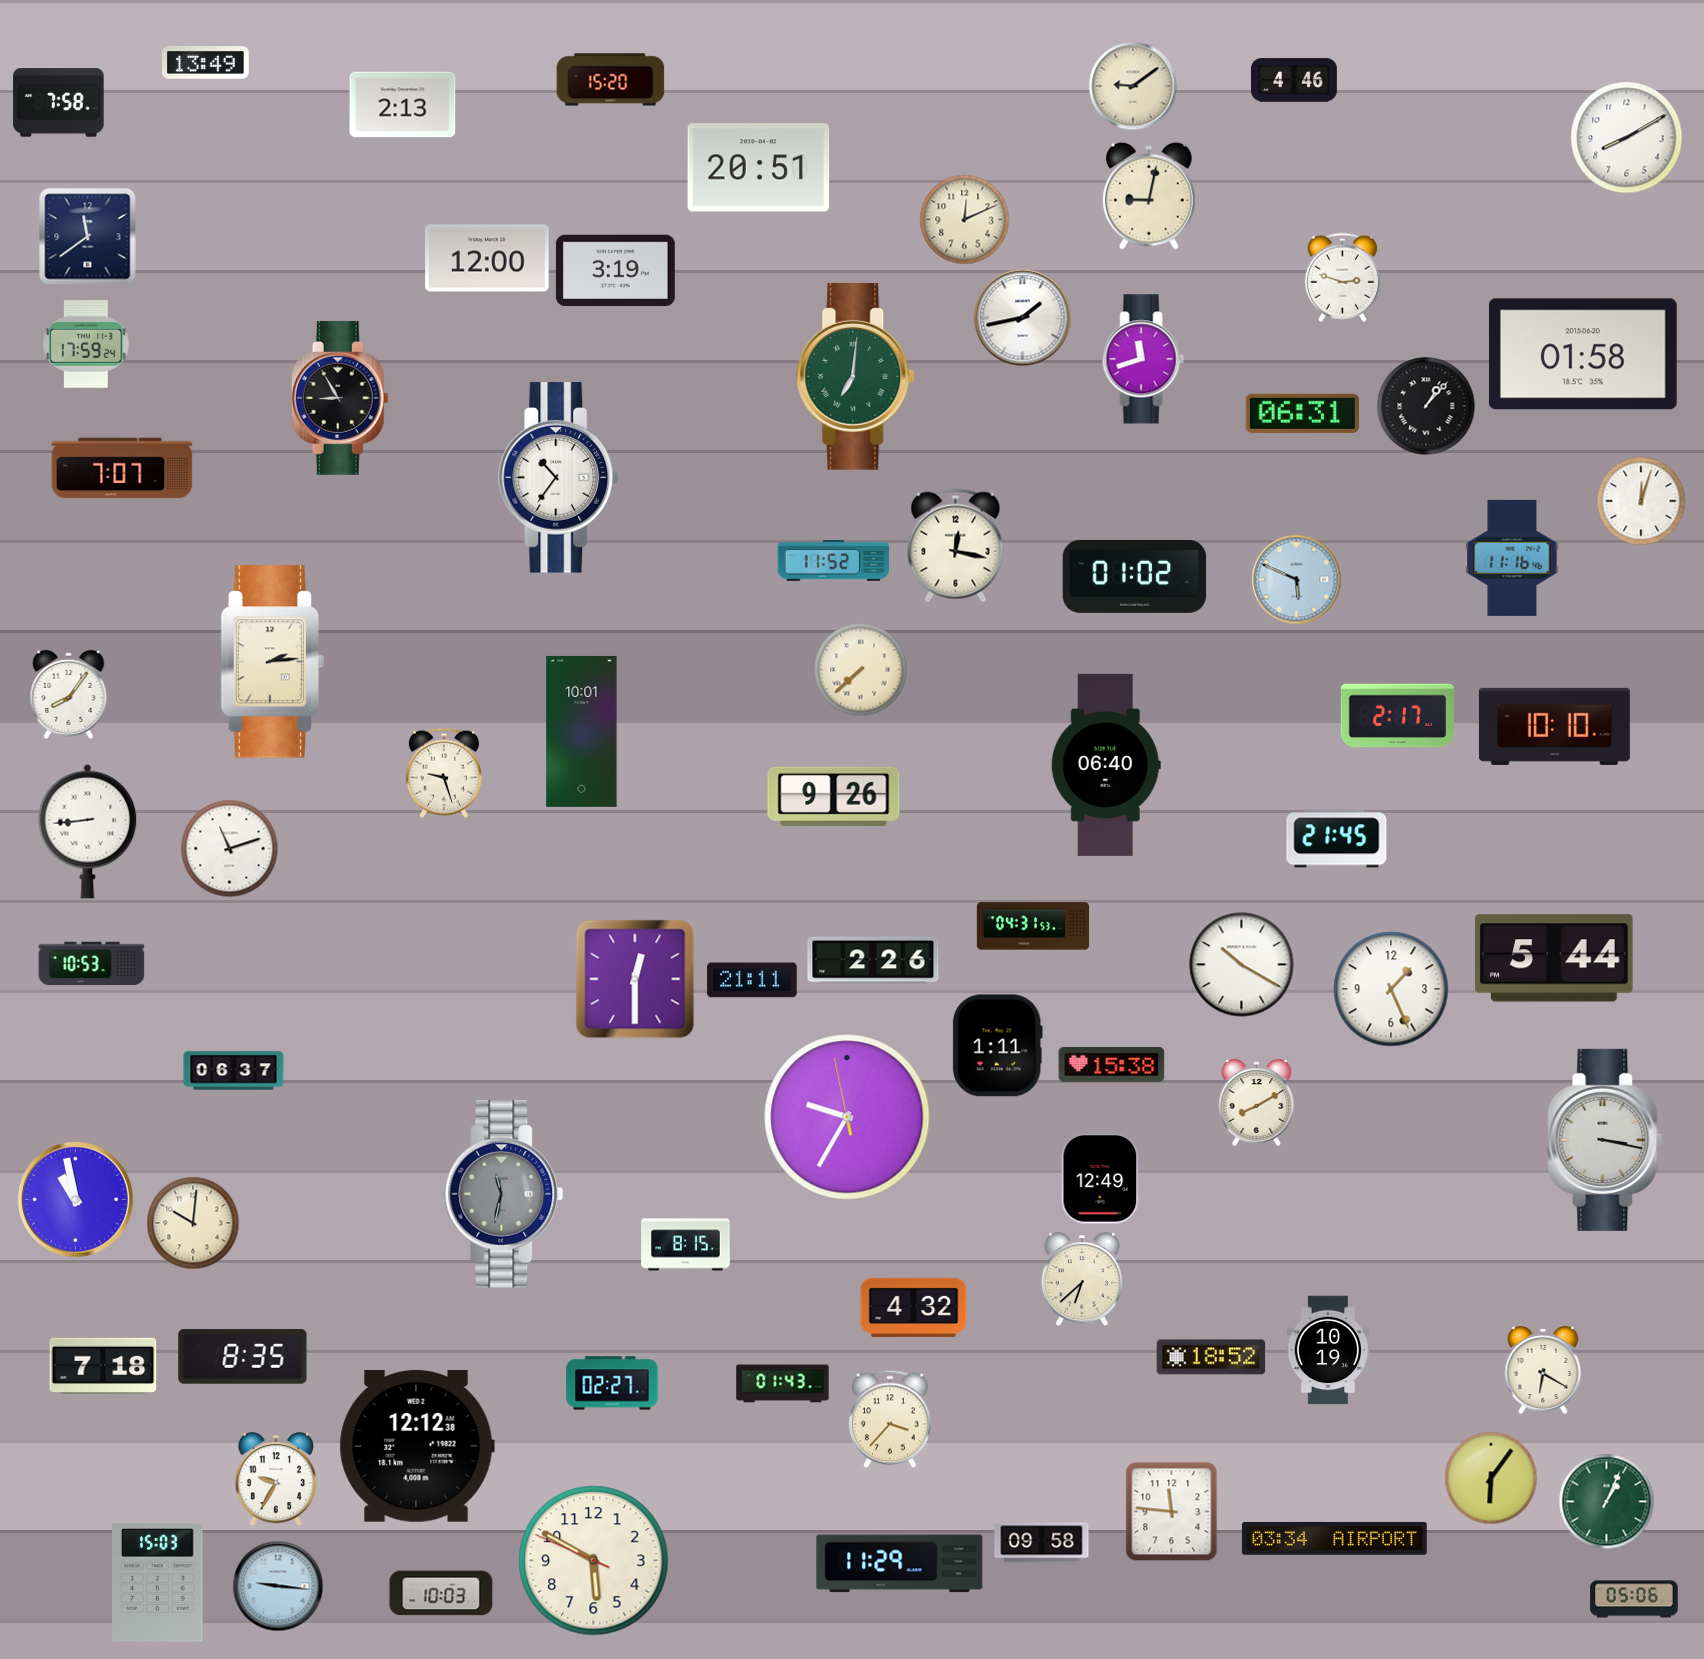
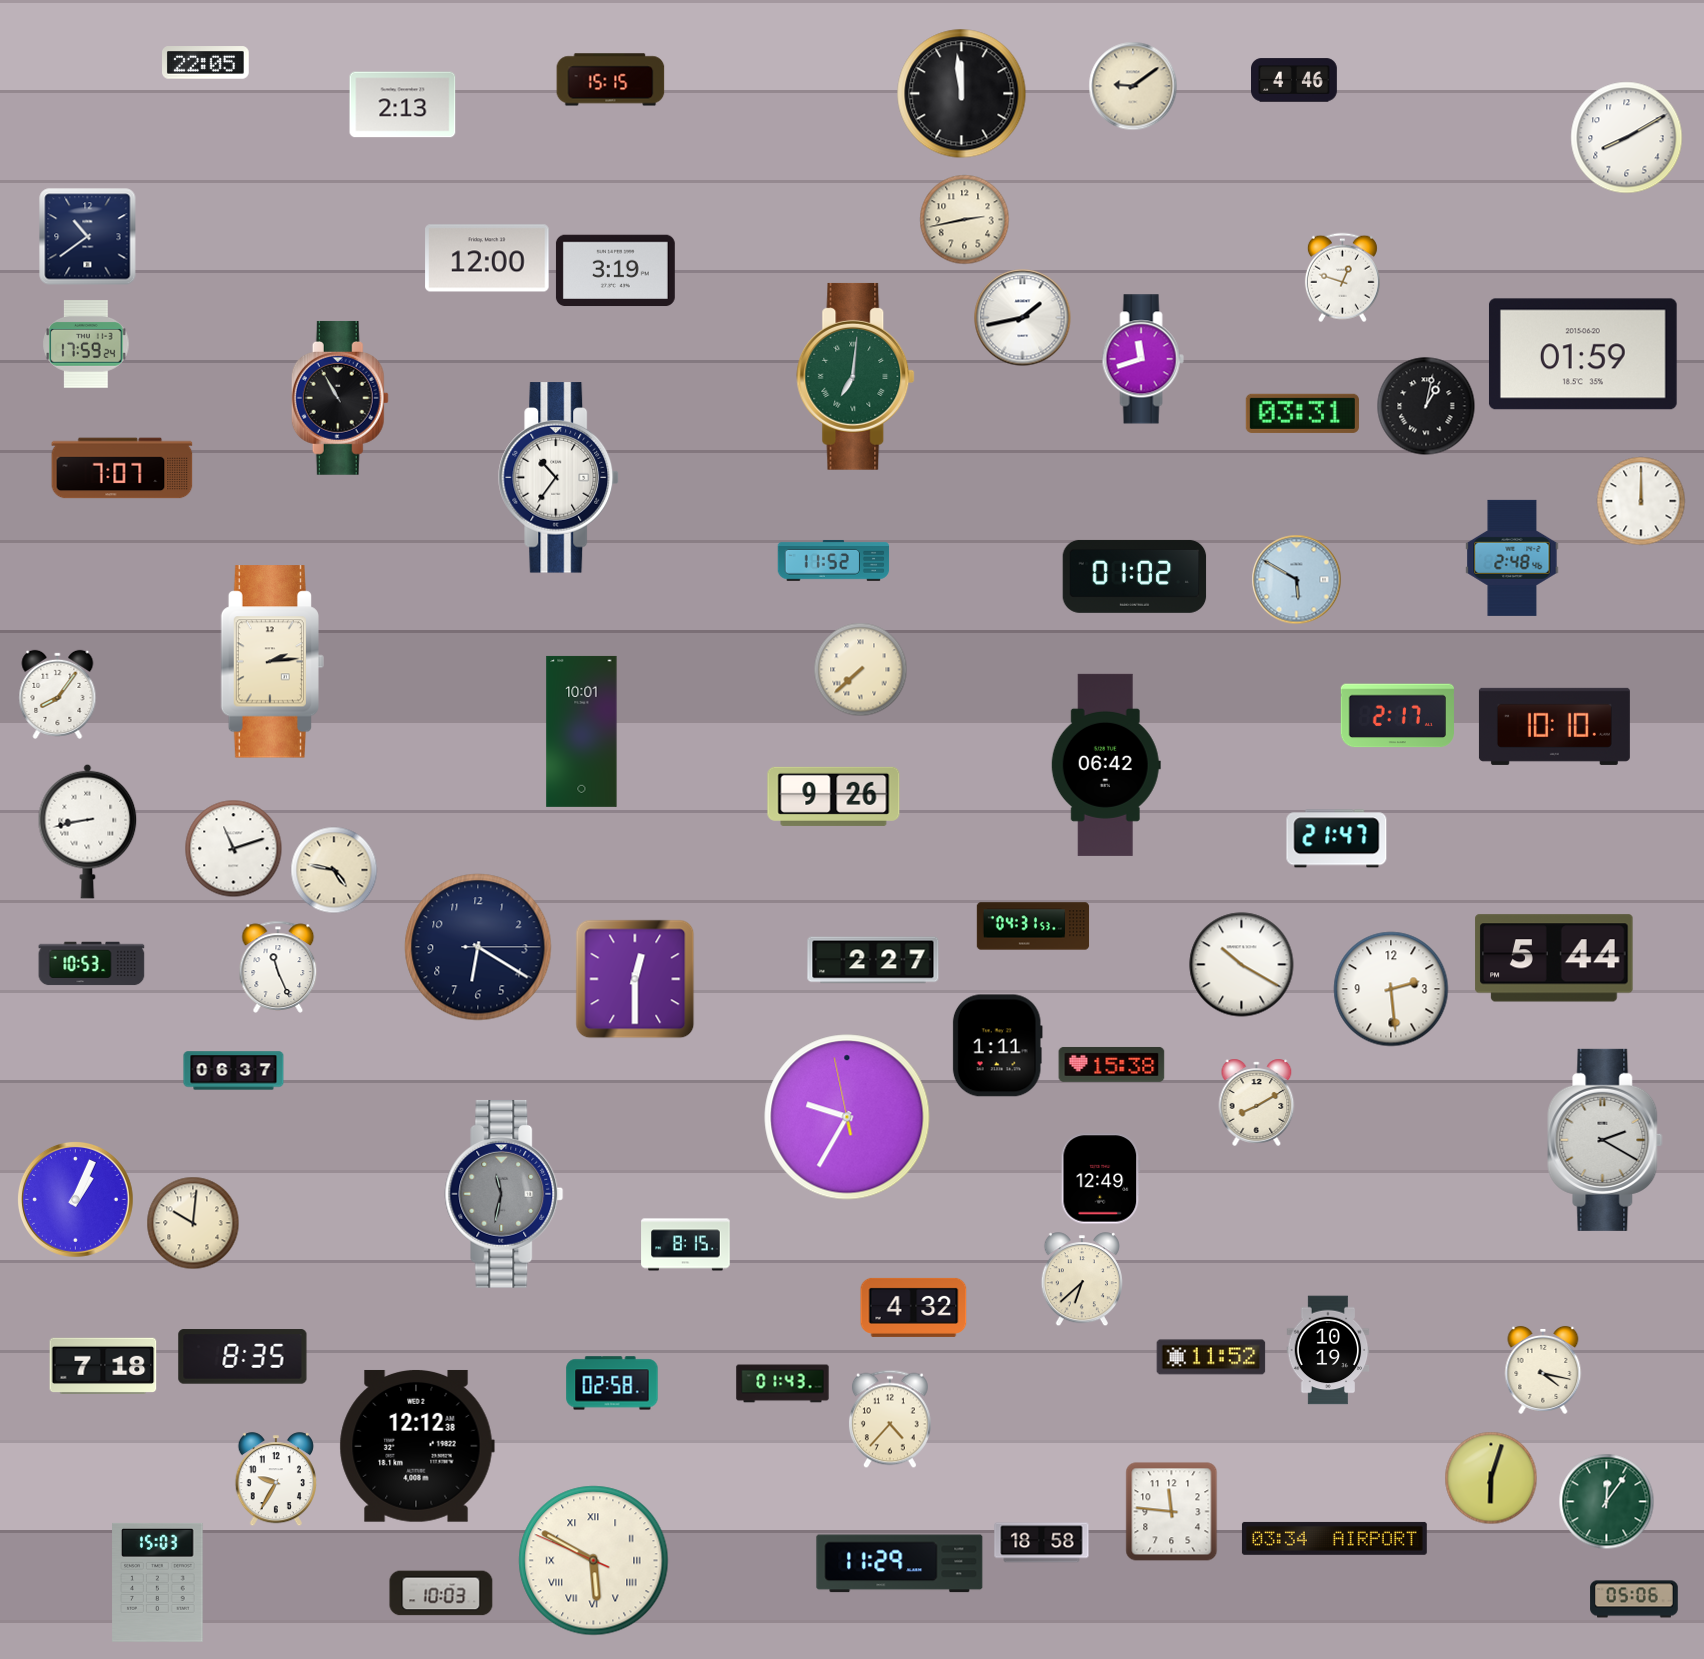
clock at (206, 63): 13:49 -> 22:05
clock at (611, 80): 15:20 -> 15:15
clock at (962, 94): none -> 11:59
clock at (59, 103): 7:58 -> none
clock at (759, 168): 20:51 -> none
clock at (1150, 196): 9:02 -> none
clock at (965, 220): 12:11 -> 2:43
clock at (88, 237): 11:39 -> 10:39
clock at (1342, 278): 2:48 -> 12:48
clock at (1583, 354): 01:58 -> 01:59
clock at (340, 398): 8:55 -> 10:55
clock at (1426, 406): 1:07 -> 1:02
clock at (1302, 413): 06:31 -> 03:31
clock at (1641, 501): 12:03 -> 12:00
clock at (956, 546): 12:17 -> none
clock at (1512, 558): 11:16 -> 2:48
clock at (1297, 580): 5:49 -> 5:50
clock at (69, 694) position: (69, 694) -> (58, 694)
clock at (1106, 765): 06:40 -> 06:42
clock at (444, 773): 9:27 -> none
clock at (88, 831): 8:44 -> 8:43
clock at (1337, 839): 21:45 -> 21:47
clock at (230, 849) position: (230, 849) -> (234, 849)
clock at (334, 870): none -> 4:47
clock at (478, 947): none -> 6:20
clock at (873, 960): 2:26 -> 2:27
clock at (278, 967): none -> 11:26
clock at (752, 980): 21:11 -> none
clock at (1391, 989): 1:26 -> 2:29
clock at (1605, 1140): 3:17 -> 2:20
clock at (75, 1199): 10:58 -> 1:04
clock at (1211, 1357): 18:52 -> 11:52
clock at (1543, 1370): 6:20 -> 4:17
clock at (612, 1383): 02:27 -> 02:58
clock at (890, 1419): 3:37 -> 4:37
clock at (1491, 1478): 6:06 -> 6:03
clock at (1607, 1502): 1:04 -> 12:06
clock at (1042, 1543): 09:58 -> 18:58
clock at (594, 1561) numerals: Arabic -> Roman
clock at (278, 1586): 9:16 -> none
